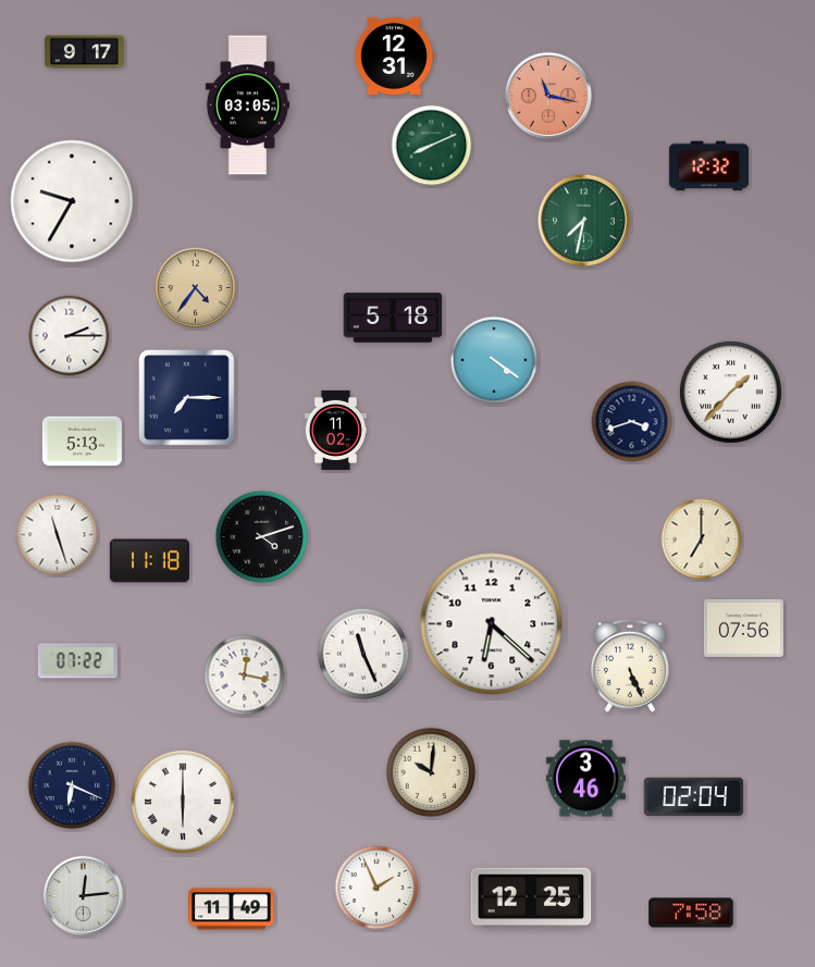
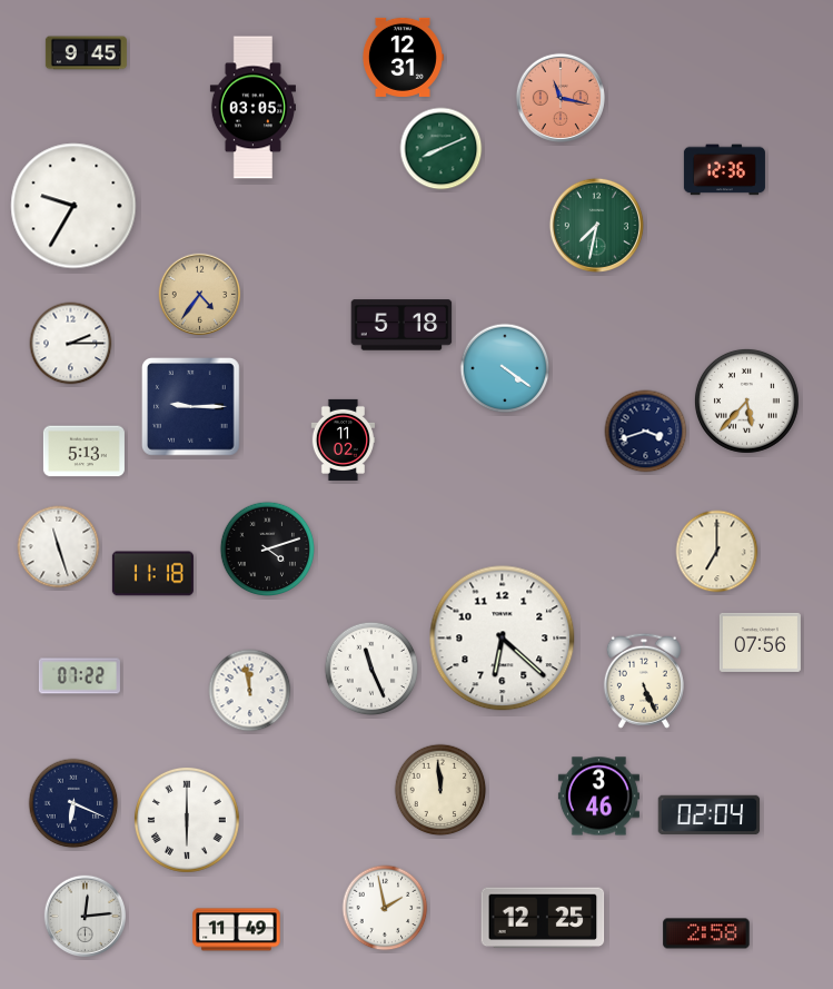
clock at (84, 52): 9:17 -> 9:45
clock at (708, 166): 12:32 -> 12:36
clock at (730, 392): 1:37 -> 5:37
clock at (187, 398): 7:15 -> 9:15
clock at (245, 675): 12:17 -> 11:58
clock at (431, 772): 10:01 -> 11:59
clock at (376, 888): 1:56 -> 1:58
clock at (691, 913): 7:58 -> 2:58
